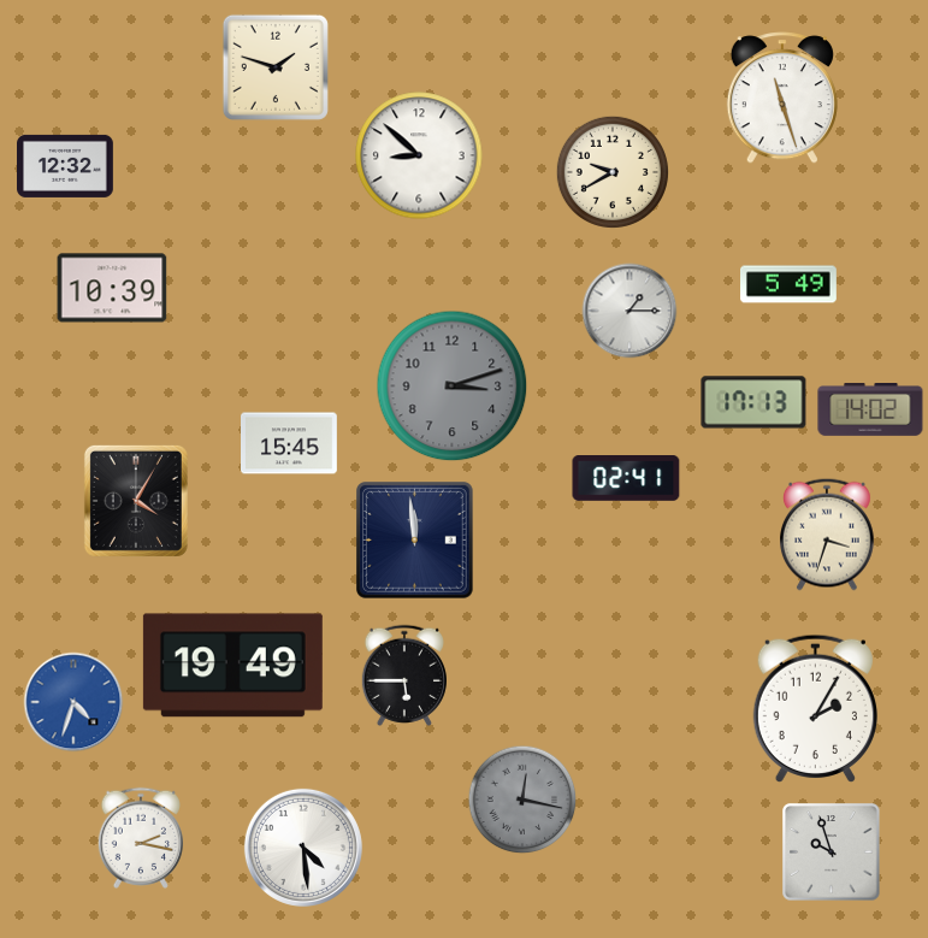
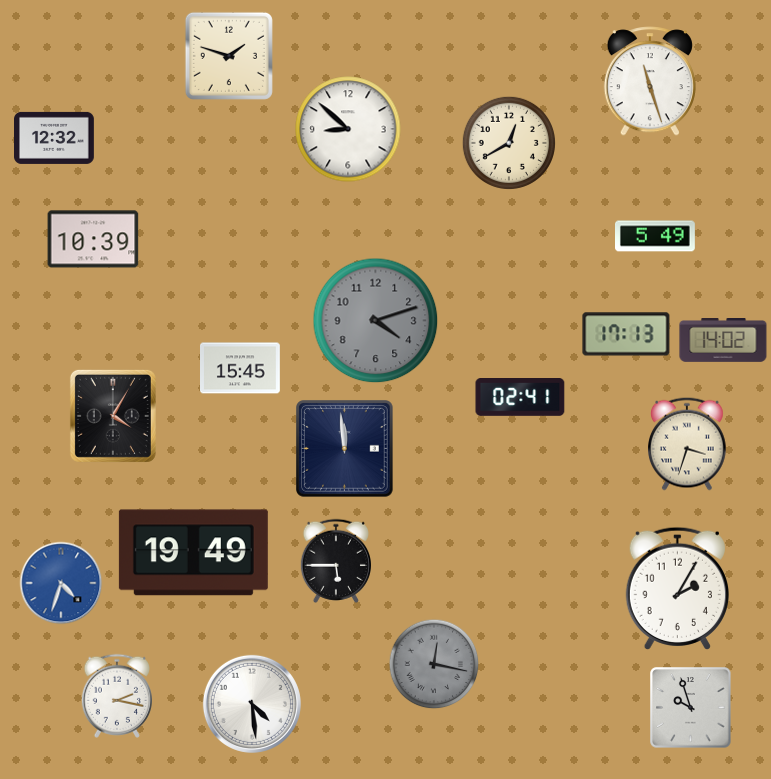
clock at (613, 172): 9:40 -> 12:40
clock at (629, 311): 1:15 -> none
clock at (453, 387): 3:12 -> 4:12
